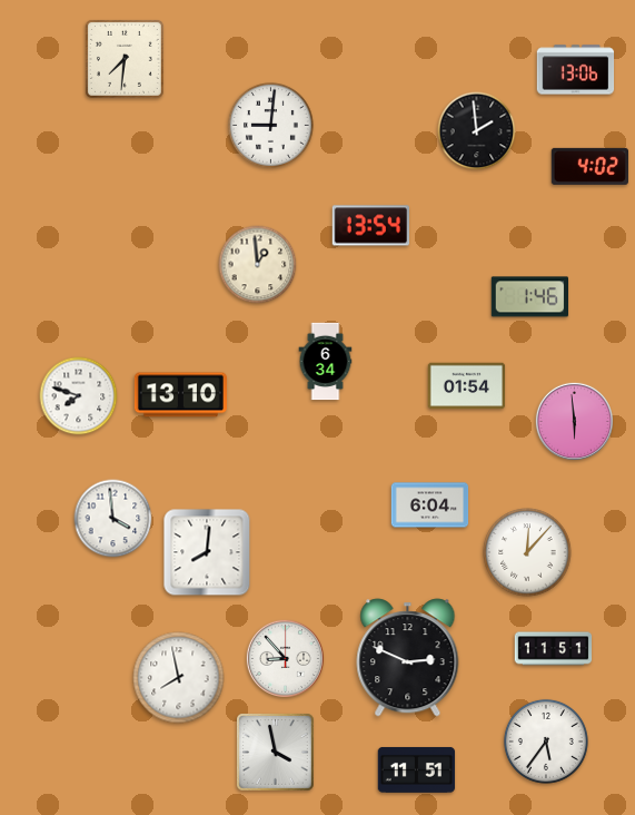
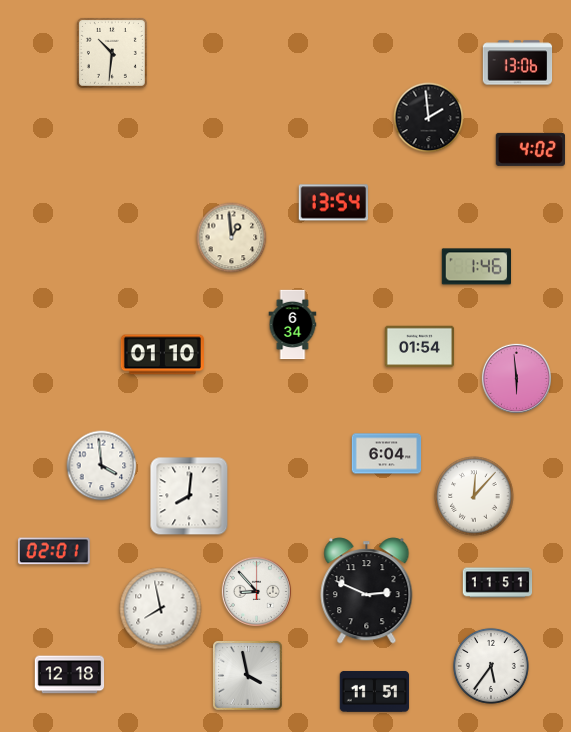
clock at (125, 59): 7:31 -> 10:31
clock at (270, 125): 9:01 -> none
clock at (180, 395): 13:10 -> 01:10
clock at (79, 396): 7:48 -> none
clock at (207, 552) position: (207, 552) -> (189, 496)
clock at (54, 551): none -> 02:01
clock at (70, 675): none -> 12:18
